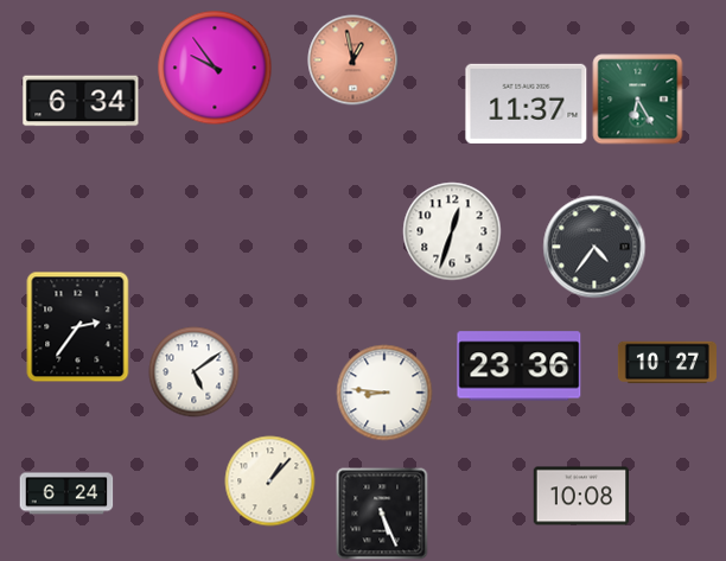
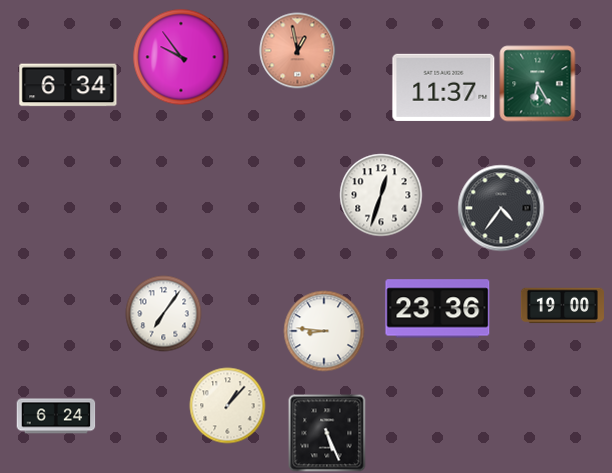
clock at (78, 327): 2:36 -> none
clock at (667, 363): 10:27 -> 19:00
clock at (195, 372): 5:09 -> 7:06
clock at (581, 496): 10:08 -> none
clock at (382, 514) position: (382, 514) -> (327, 433)
